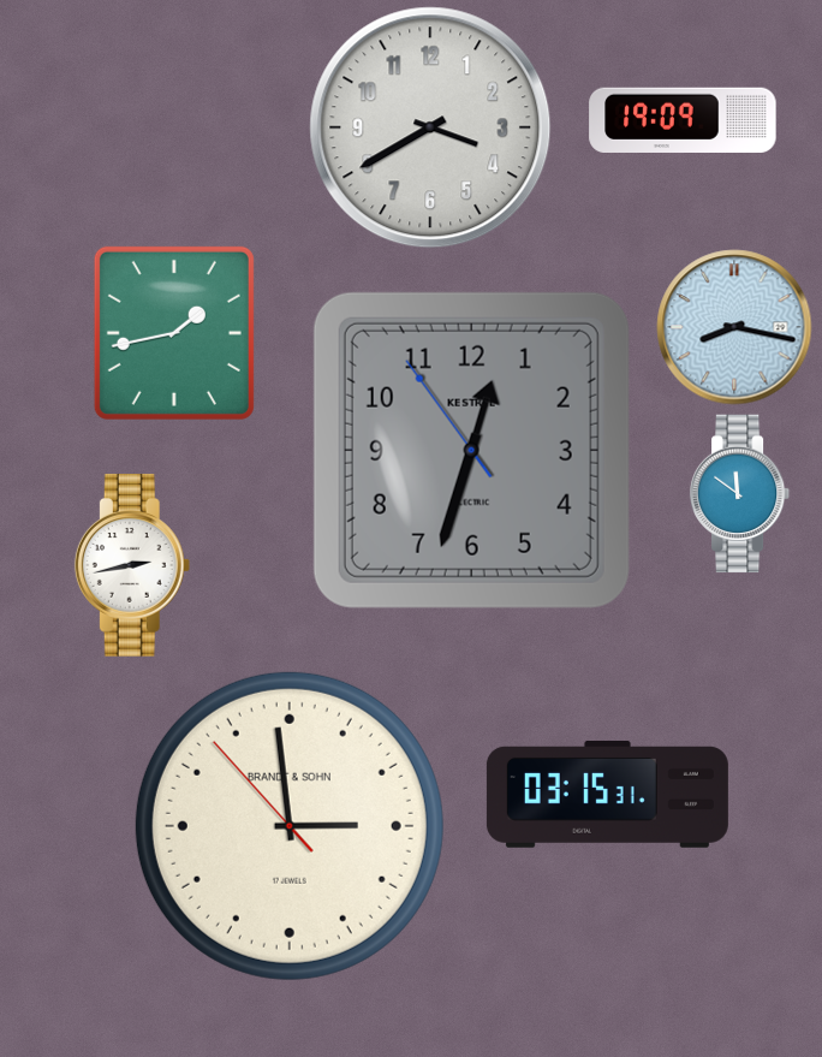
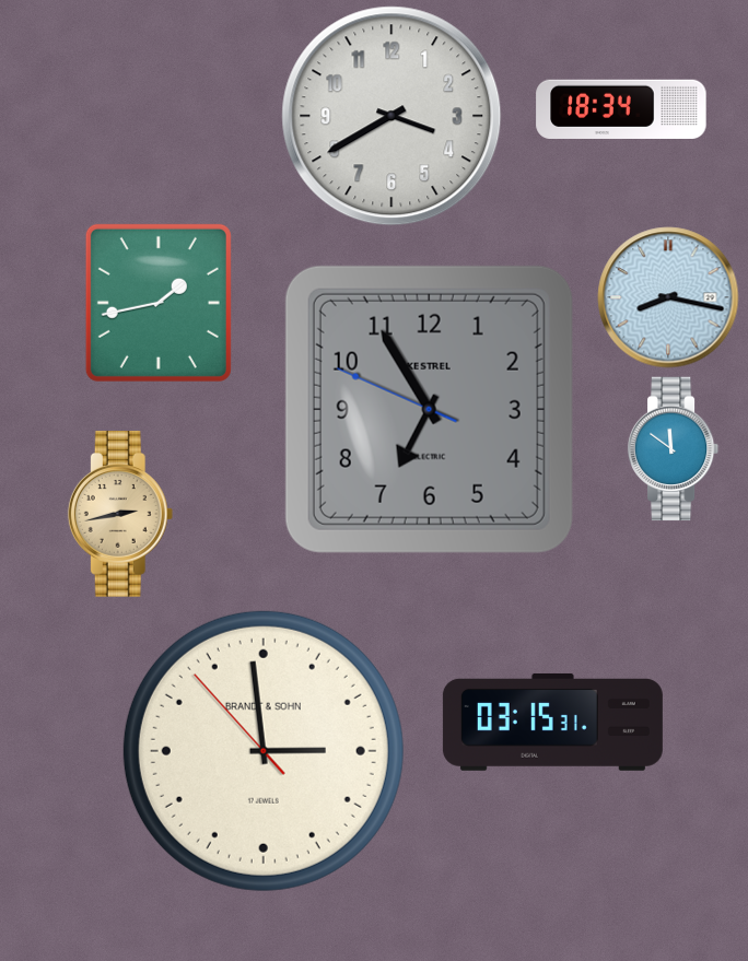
clock at (683, 120): 19:09 -> 18:34
clock at (471, 450): 12:32 -> 6:54
clock at (132, 565) dial: white -> champagne
